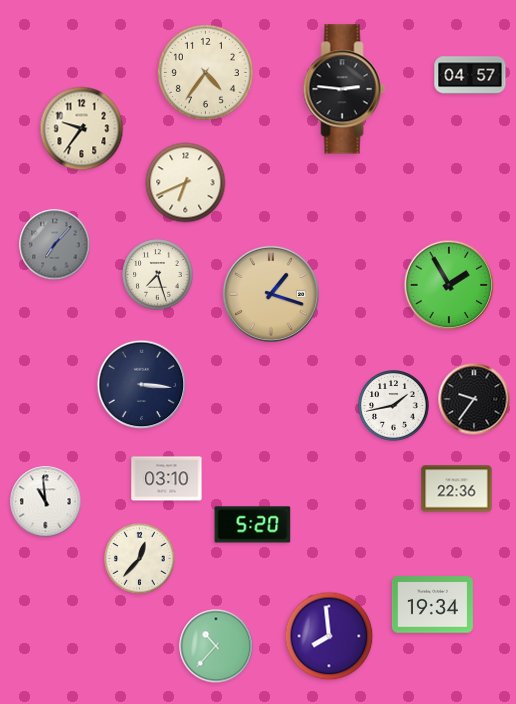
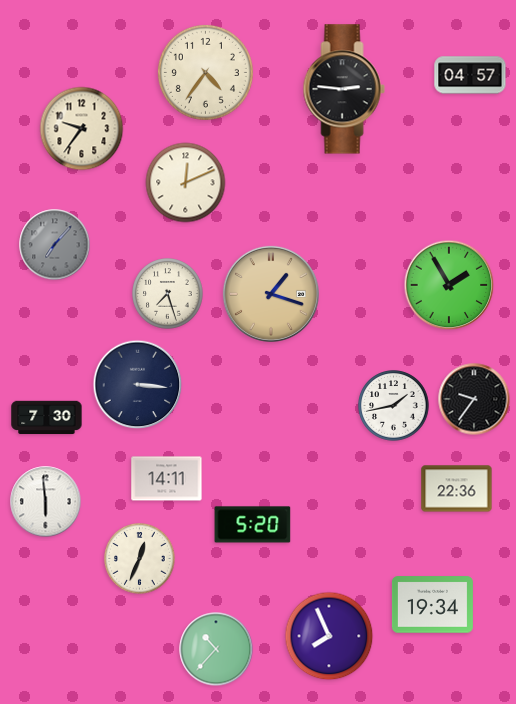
clock at (186, 183): 6:41 -> 12:11
clock at (158, 275) position: (158, 275) -> (168, 294)
clock at (142, 385) position: (142, 385) -> (138, 385)
clock at (47, 418): none -> 7:30
clock at (167, 479): 03:10 -> 14:11
clock at (46, 502): 10:59 -> 5:59
clock at (140, 559): 12:37 -> 12:34
clock at (329, 636): 7:59 -> 7:56
clock at (216, 646) position: (216, 646) -> (216, 649)
